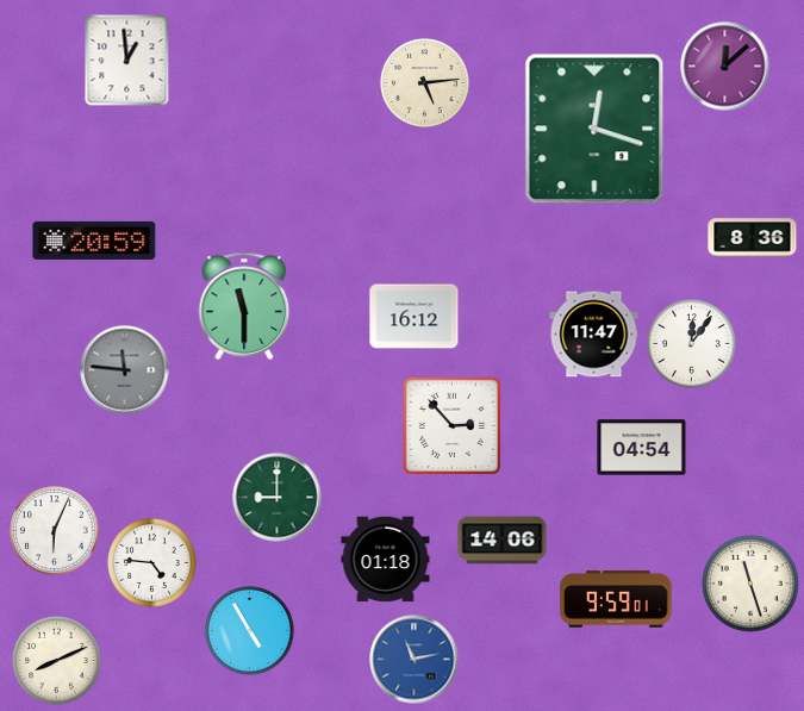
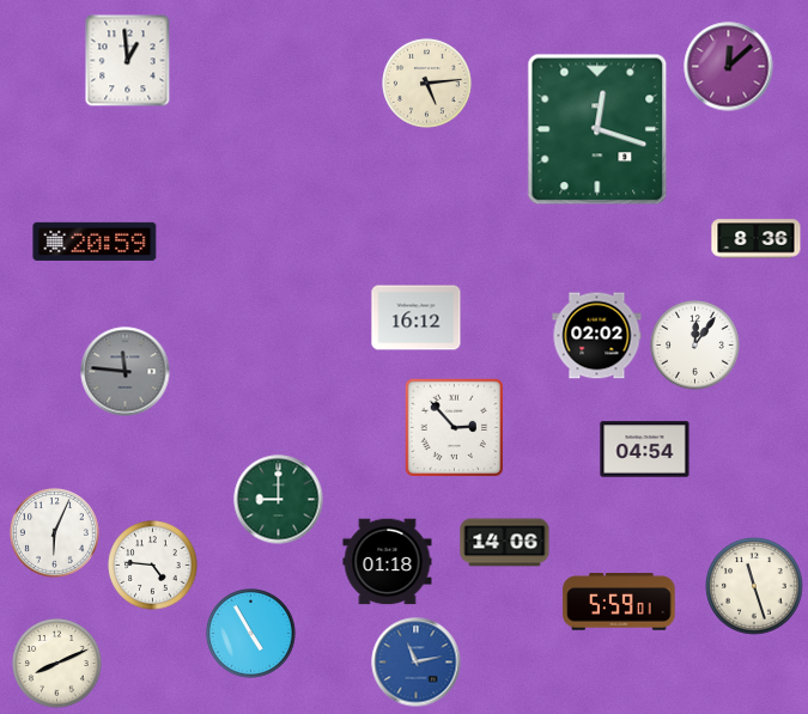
clock at (244, 306): 11:30 -> none
clock at (594, 335): 11:47 -> 02:02
clock at (616, 599): 9:59 -> 5:59
